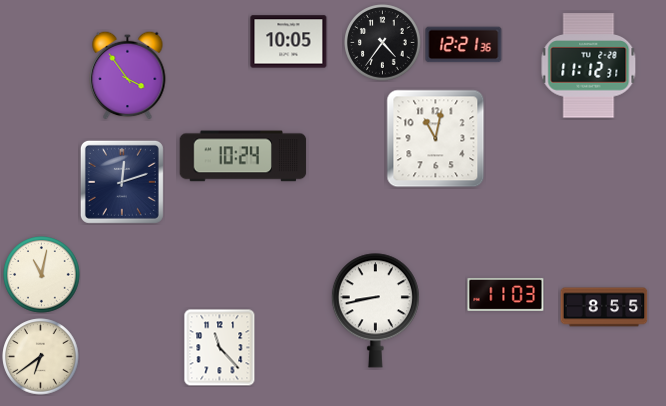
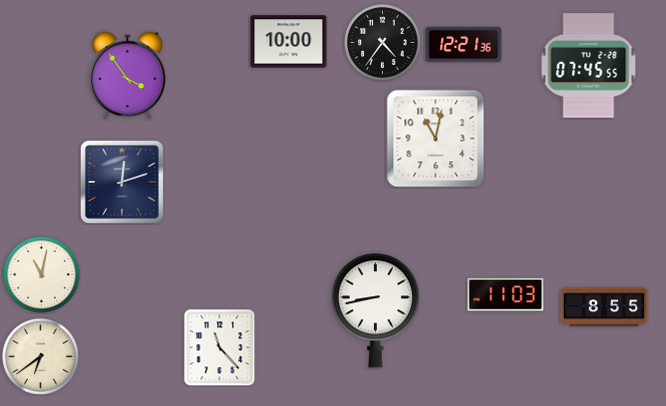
clock at (289, 42): 10:05 -> 10:00
clock at (589, 66): 11:12 -> 07:45
clock at (243, 156): 10:24 -> none
